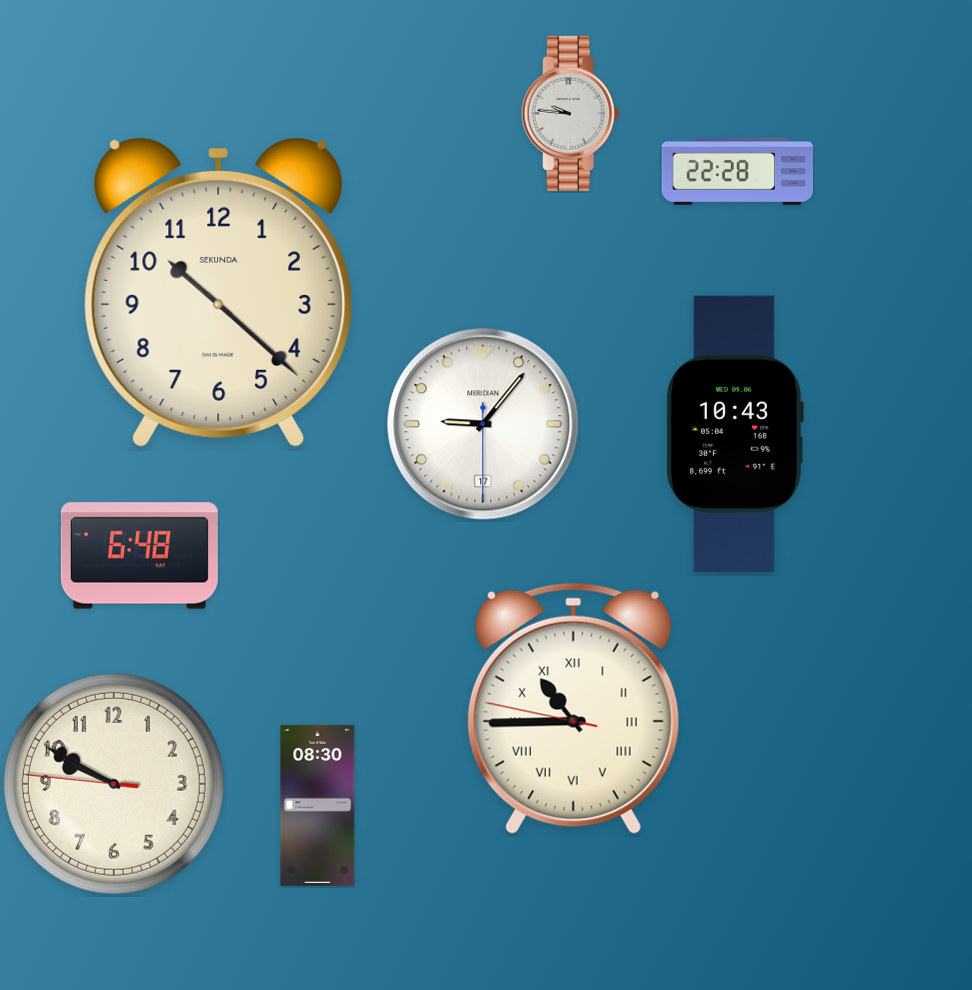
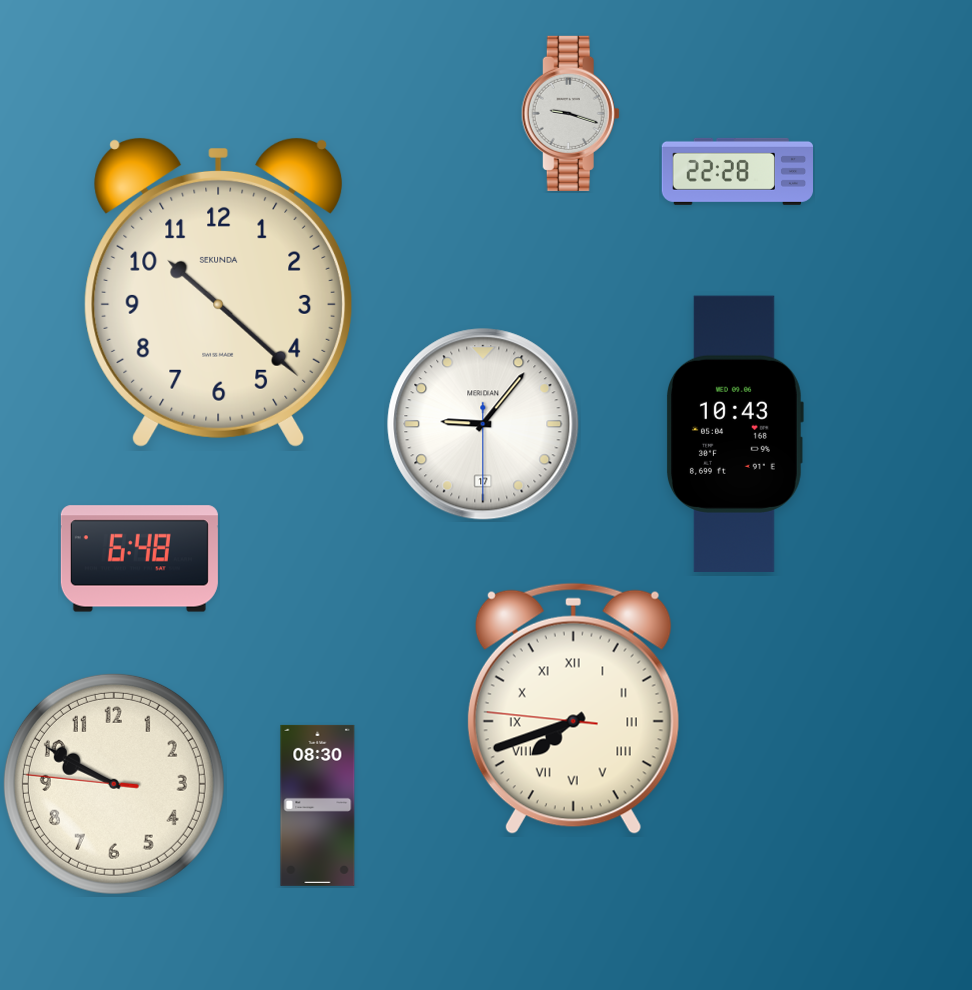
clock at (570, 113): 9:46 -> 9:18
clock at (139, 556) position: (139, 556) -> (139, 559)
clock at (573, 708): 10:44 -> 7:41
